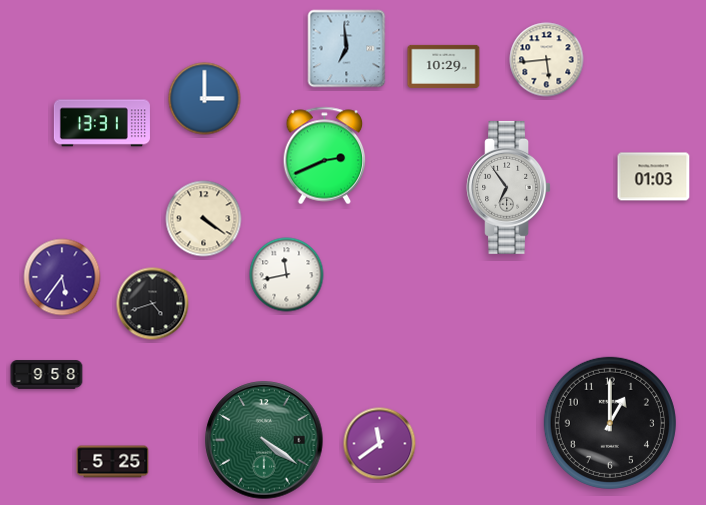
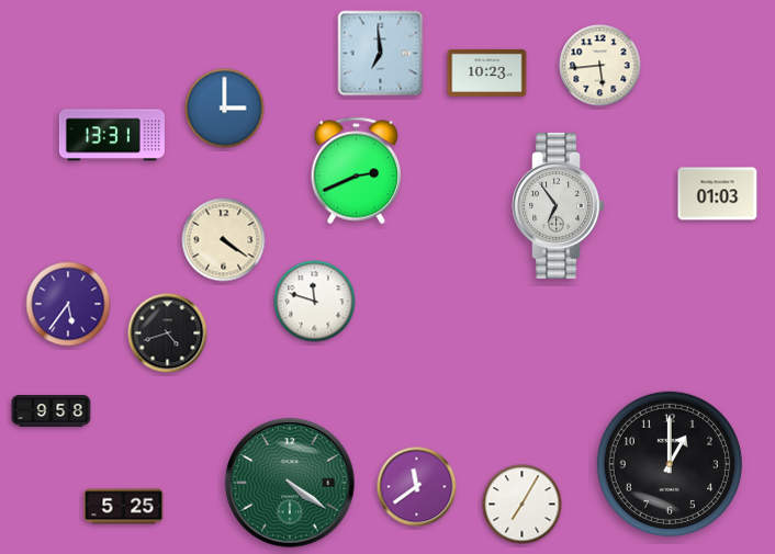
clock at (444, 66): 10:29 -> 10:23
clock at (287, 275): 11:43 -> 11:48
clock at (523, 505): none -> 7:05
